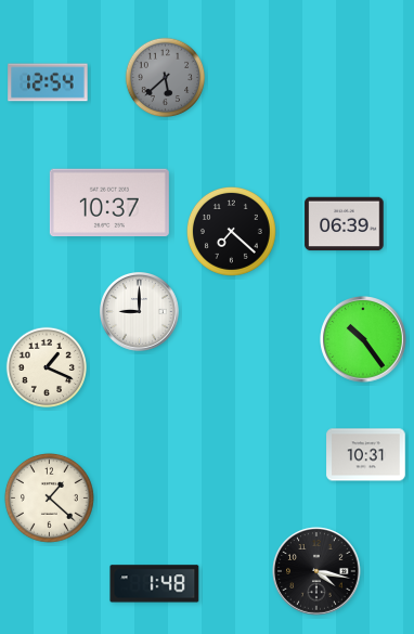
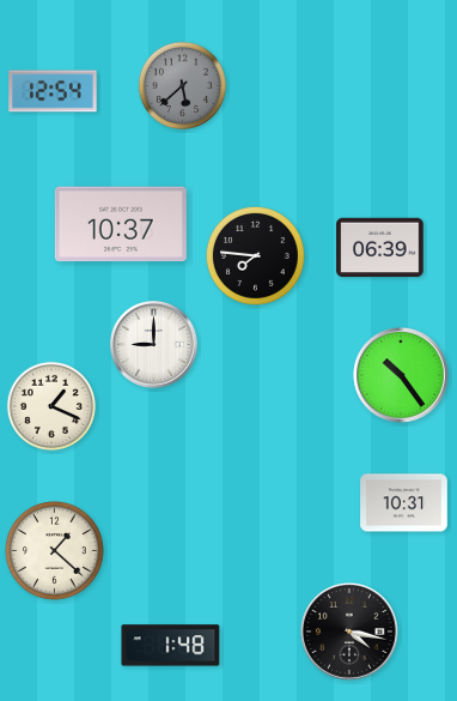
clock at (231, 231): 7:22 -> 7:46
